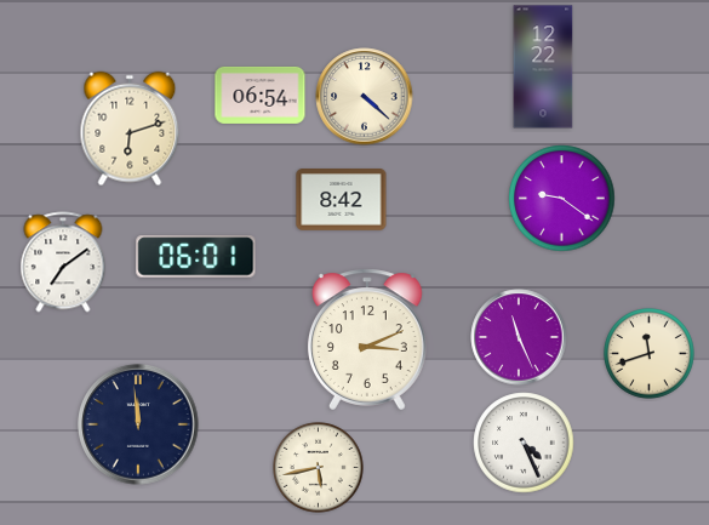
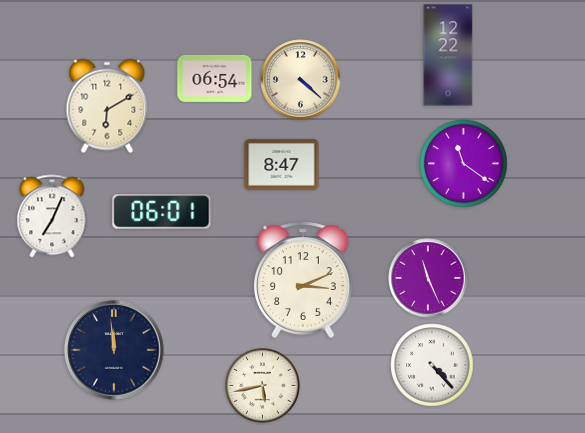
clock at (130, 129): 6:12 -> 6:10
clock at (562, 199): 9:21 -> 11:21
clock at (342, 200): 8:42 -> 8:47
clock at (63, 262): 7:09 -> 7:04
clock at (650, 354): 11:42 -> none
clock at (524, 443): 4:26 -> 4:23
